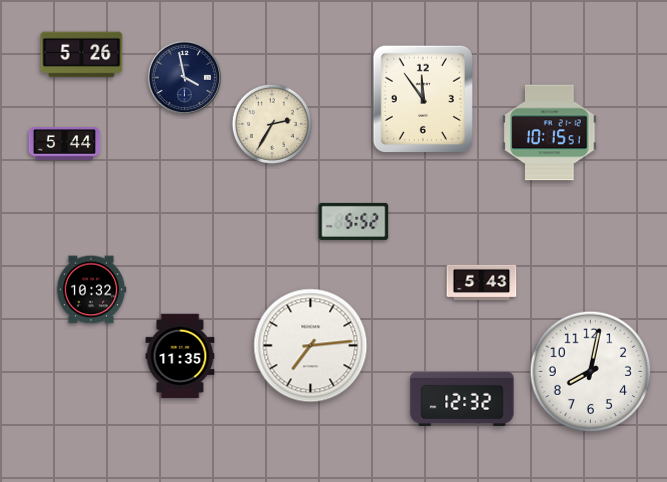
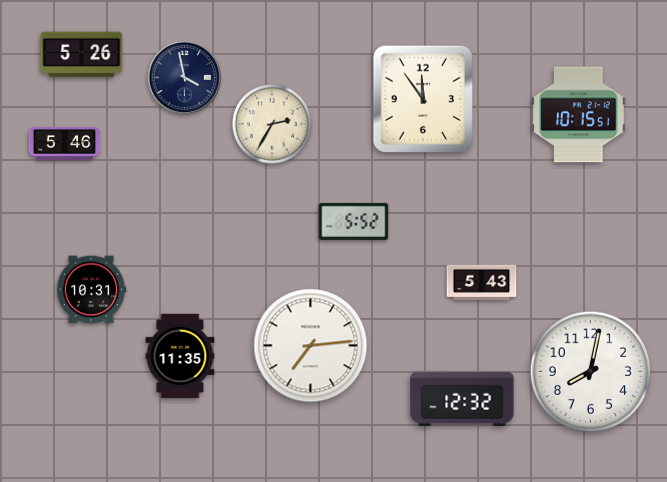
clock at (550, 133) position: (550, 133) -> (579, 115)
clock at (65, 144): 5:44 -> 5:46
clock at (91, 290): 10:32 -> 10:31
